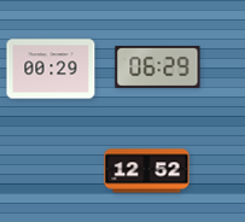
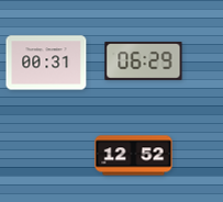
clock at (51, 69): 00:29 -> 00:31
